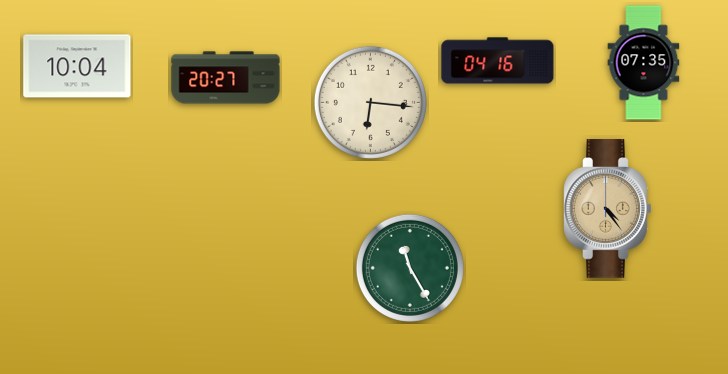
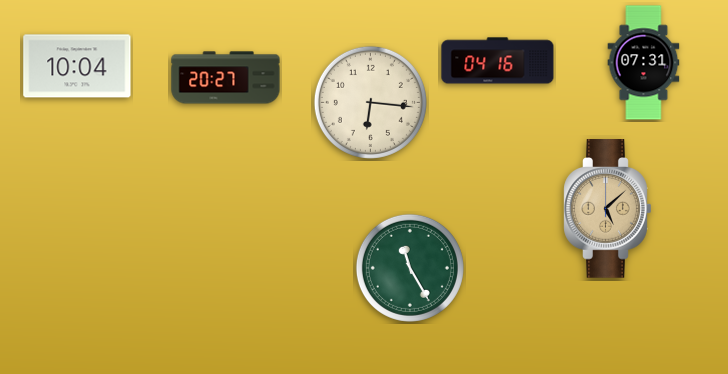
clock at (644, 63): 07:35 -> 07:31
clock at (608, 209): 4:24 -> 5:08
